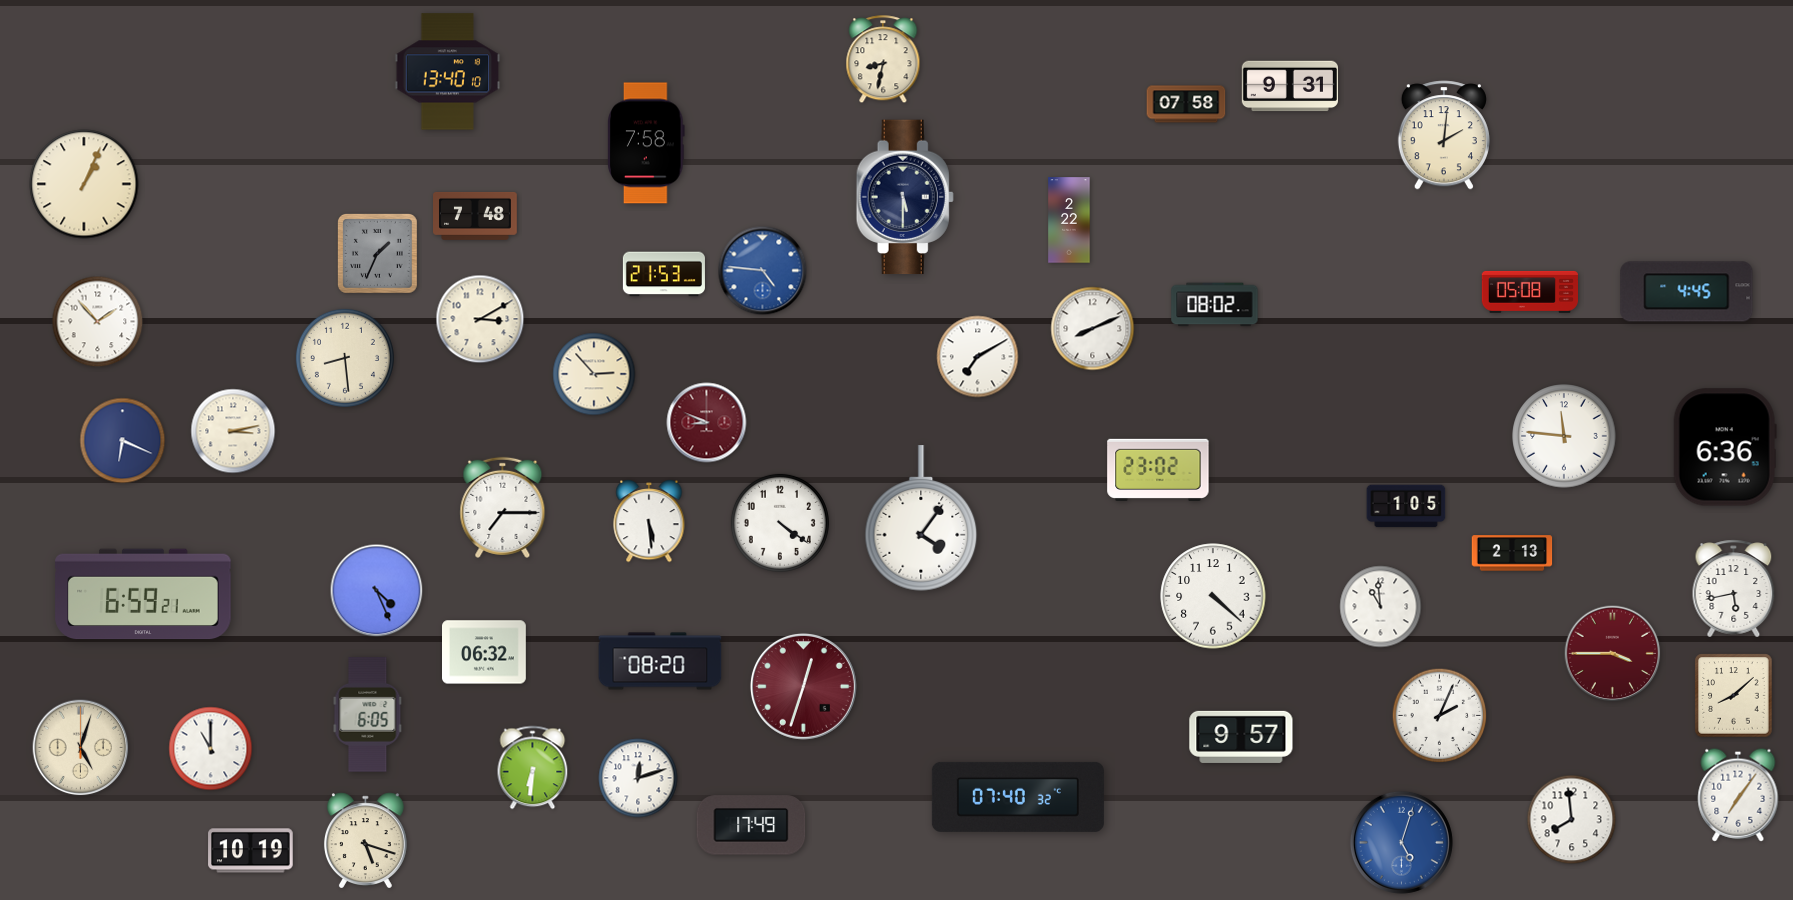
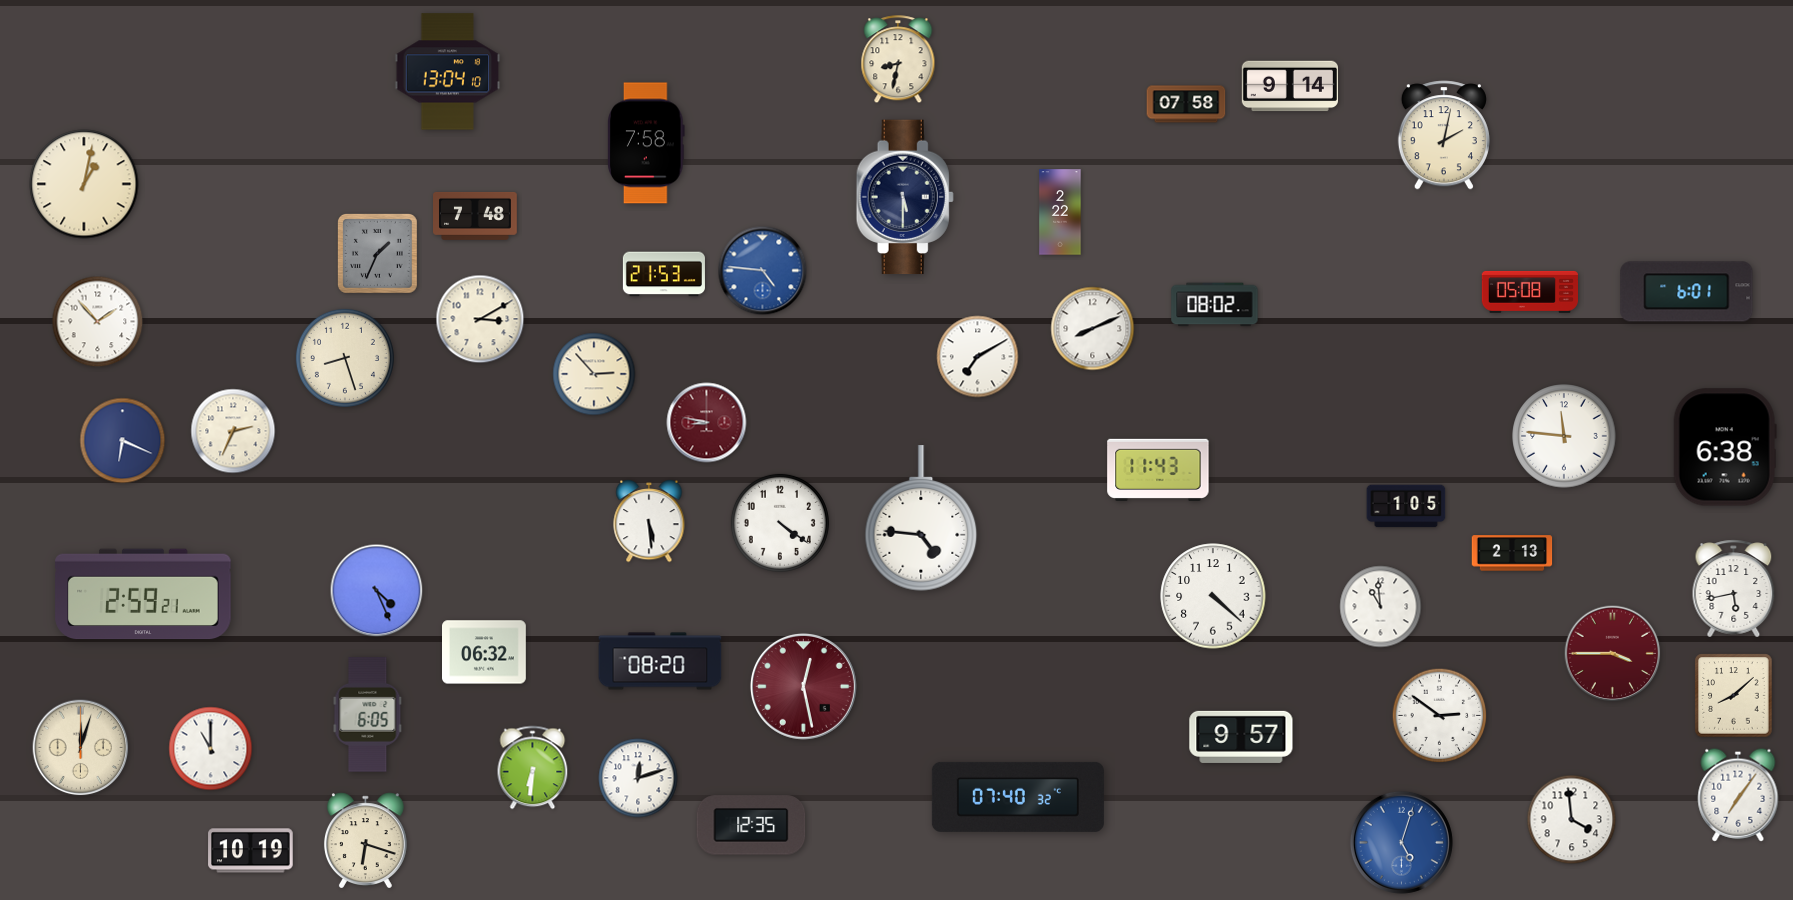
clock at (883, 60) position: (883, 60) -> (898, 60)
clock at (448, 72): 13:40 -> 13:04
clock at (1289, 86): 9:31 -> 9:14
clock at (1444, 135): 2:01 -> 2:02
clock at (84, 184): 1:04 -> 1:02
clock at (1069, 220) position: (1069, 220) -> (1060, 212)
clock at (1687, 292): 4:45 -> 6:01
clock at (345, 358): 8:29 -> 8:27
clock at (707, 423): 8:49 -> 8:47
clock at (233, 431): 3:13 -> 2:34
clock at (1725, 447): 6:36 -> 6:38
clock at (1158, 469): 23:02 -> 11:43
clock at (503, 507): 7:15 -> none
clock at (921, 518): 4:06 -> 4:46
clock at (143, 594): 6:59 -> 2:59
clock at (803, 686): 12:33 -> 12:28
clock at (1440, 716): 2:04 -> 2:51
clock at (81, 748): 5:03 -> 12:03
clock at (1572, 820): 7:59 -> 3:59
clock at (751, 825): 17:49 -> 12:35
clock at (365, 840): 5:18 -> 6:18
